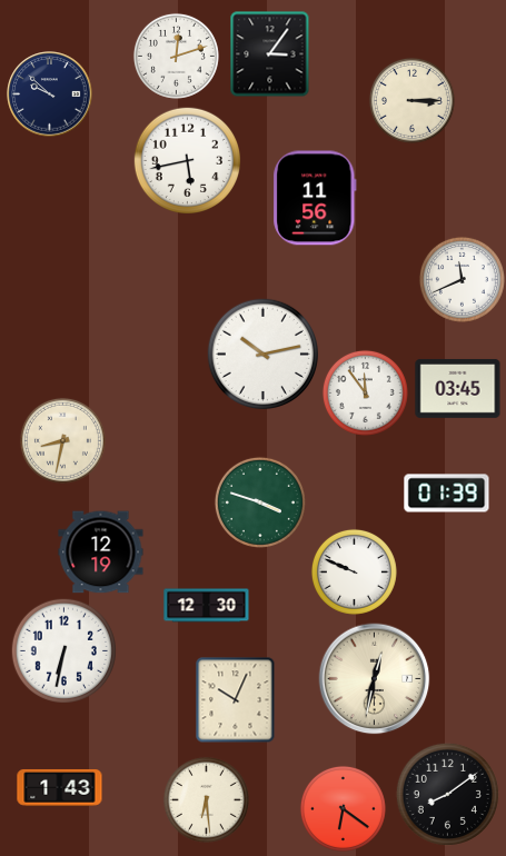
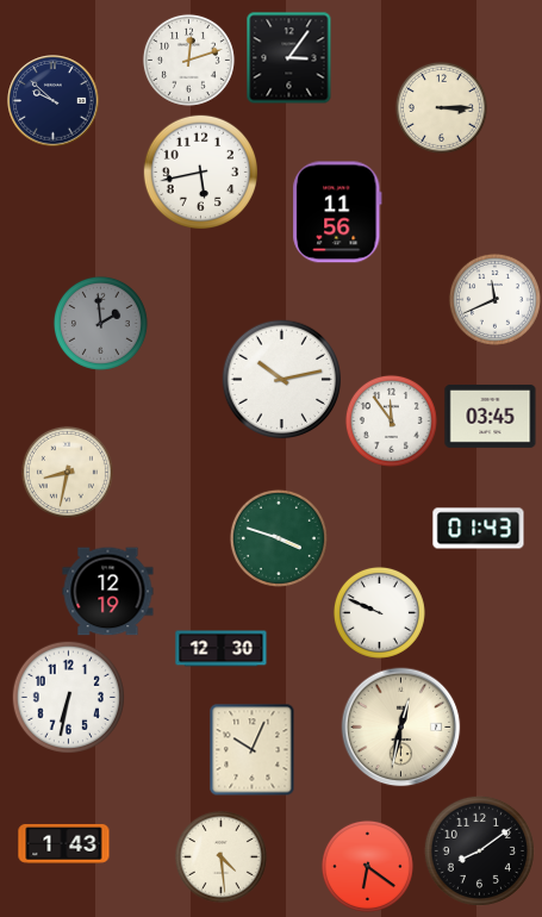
clock at (100, 323): none -> 1:59
clock at (447, 494): 01:39 -> 01:43
clock at (206, 799): 6:29 -> 4:29
